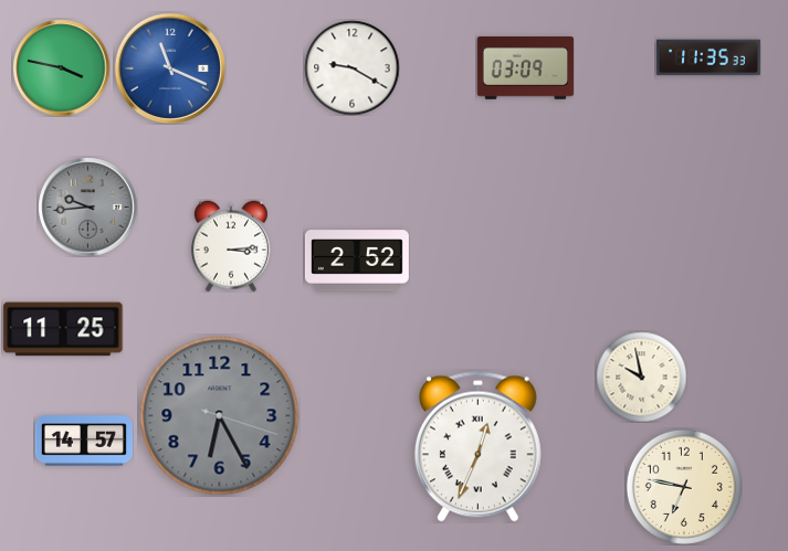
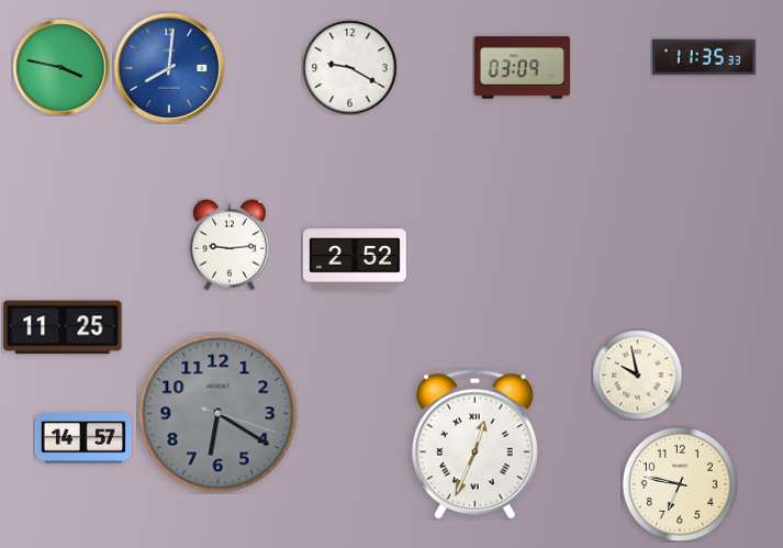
clock at (170, 68): 11:19 -> 8:01
clock at (87, 206): 9:44 -> none
clock at (231, 246): 3:14 -> 9:14
clock at (220, 416): 6:25 -> 6:20
